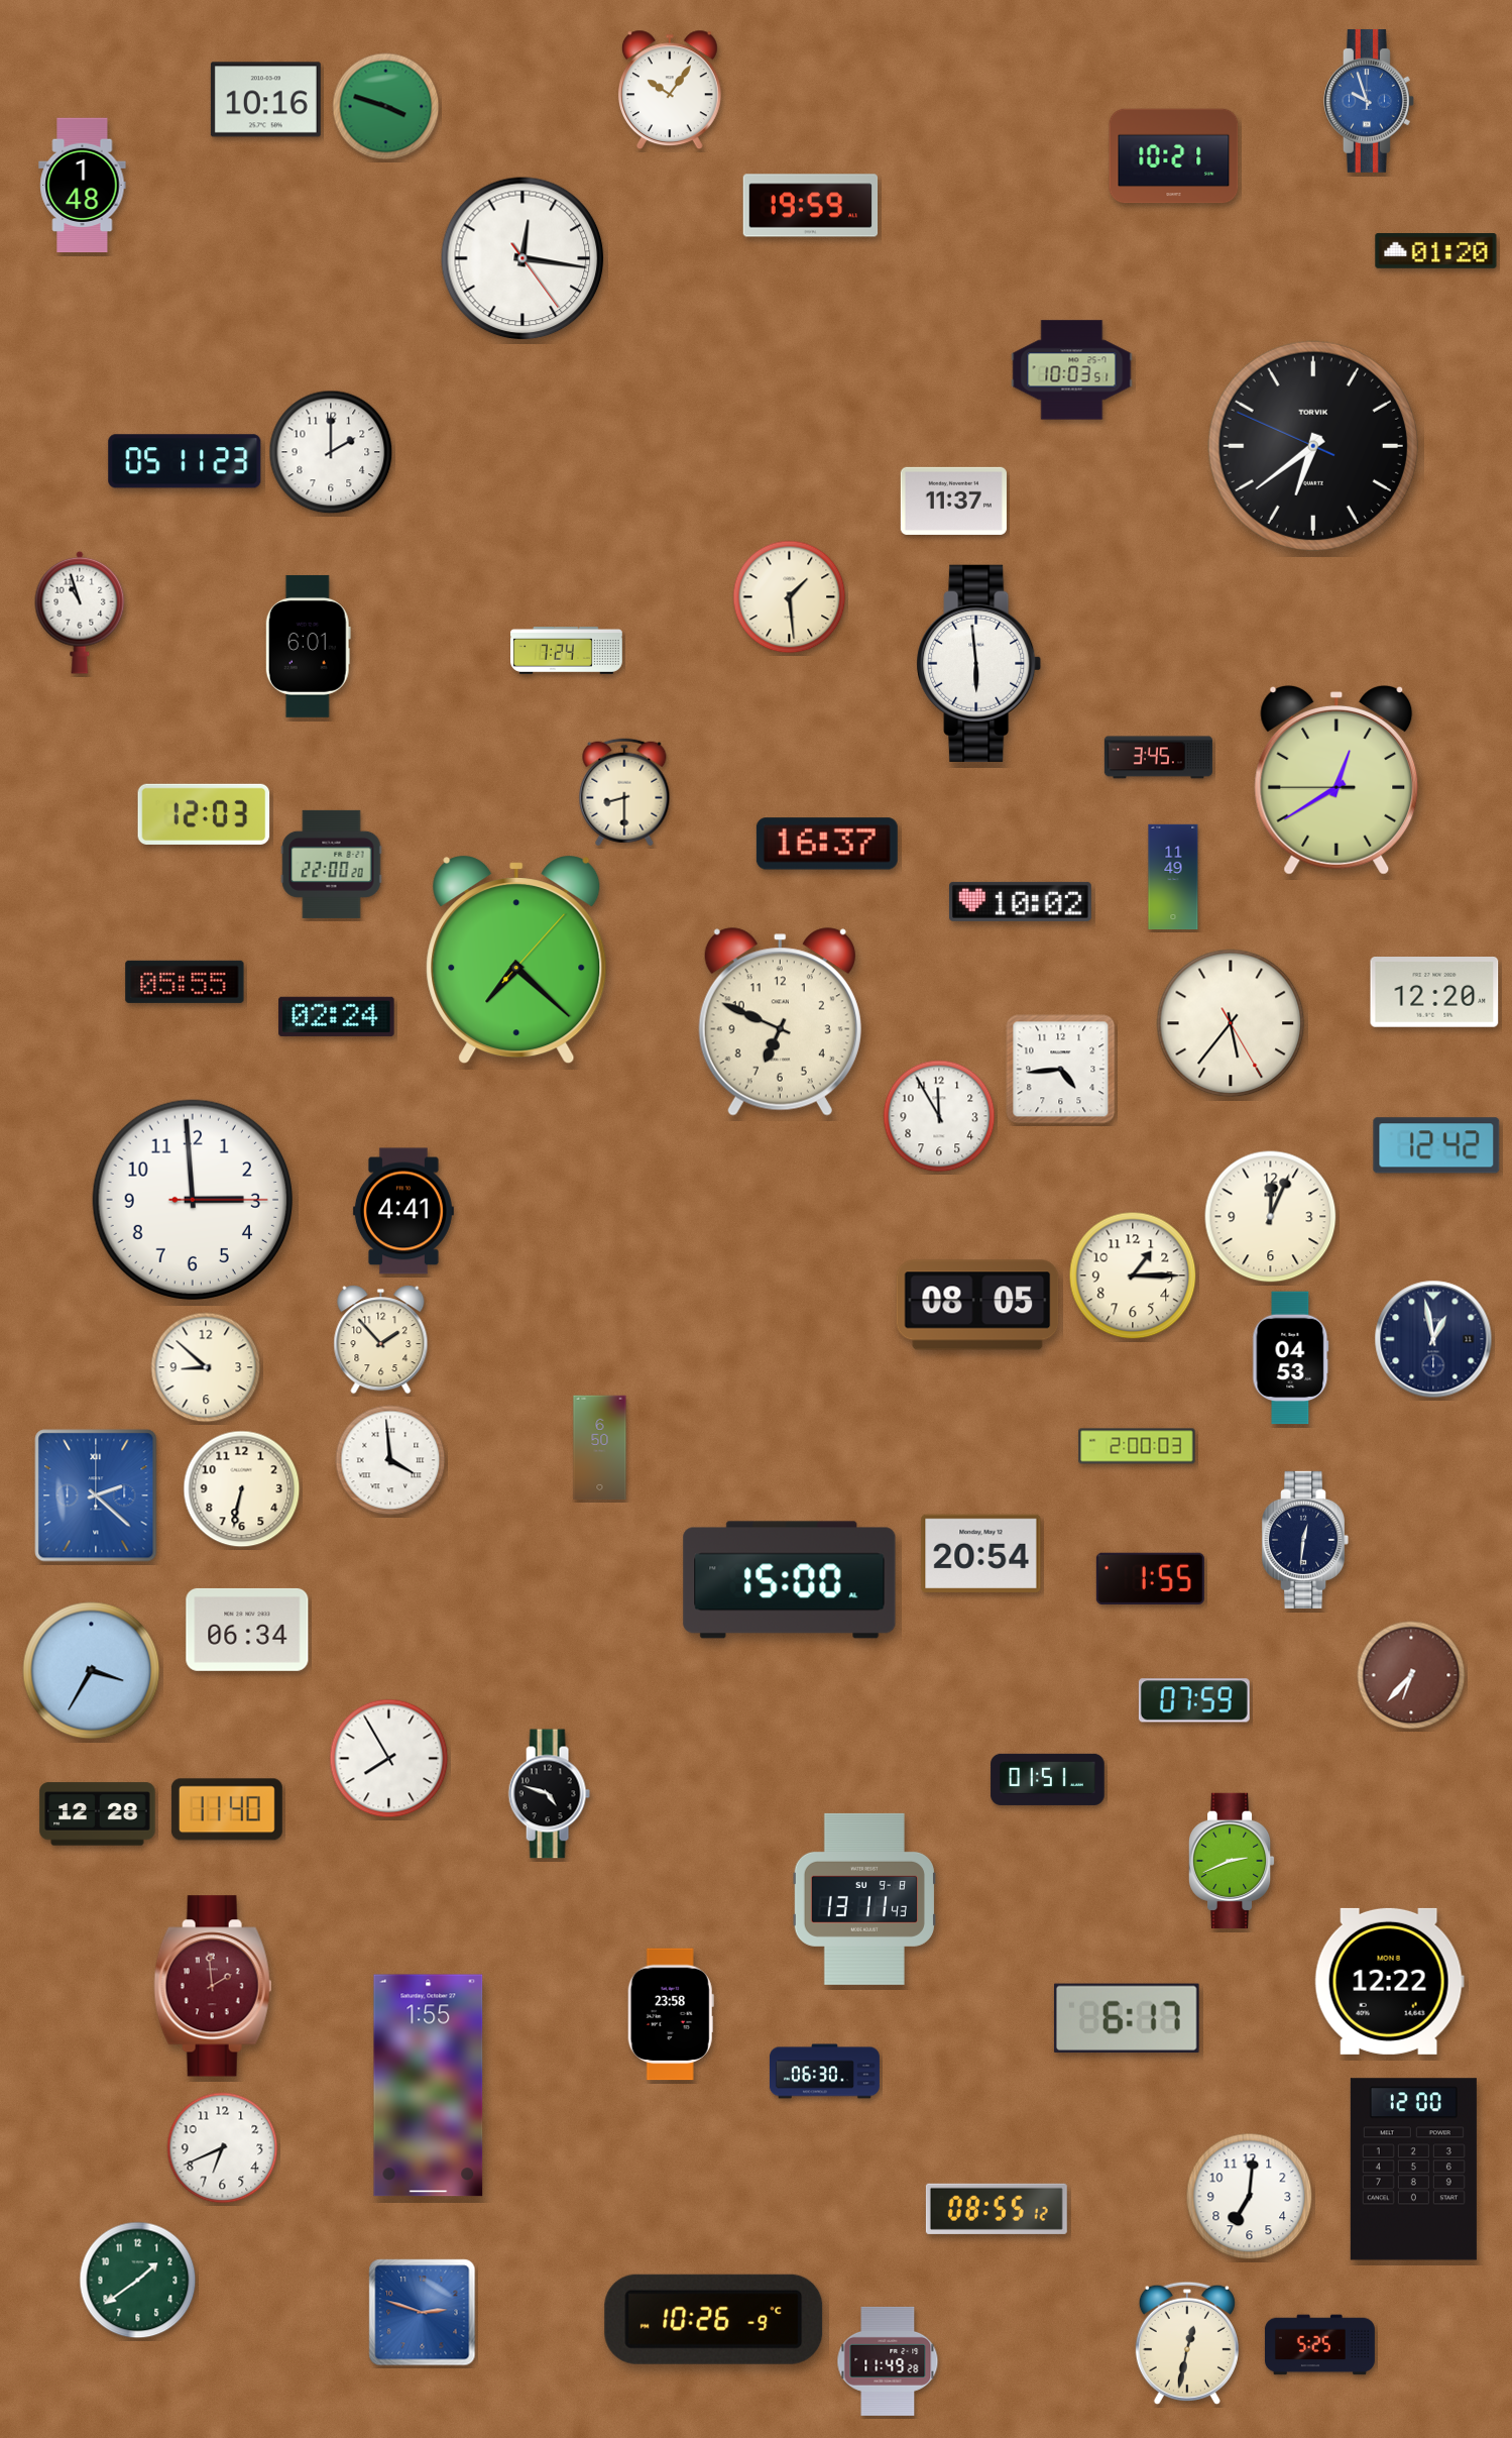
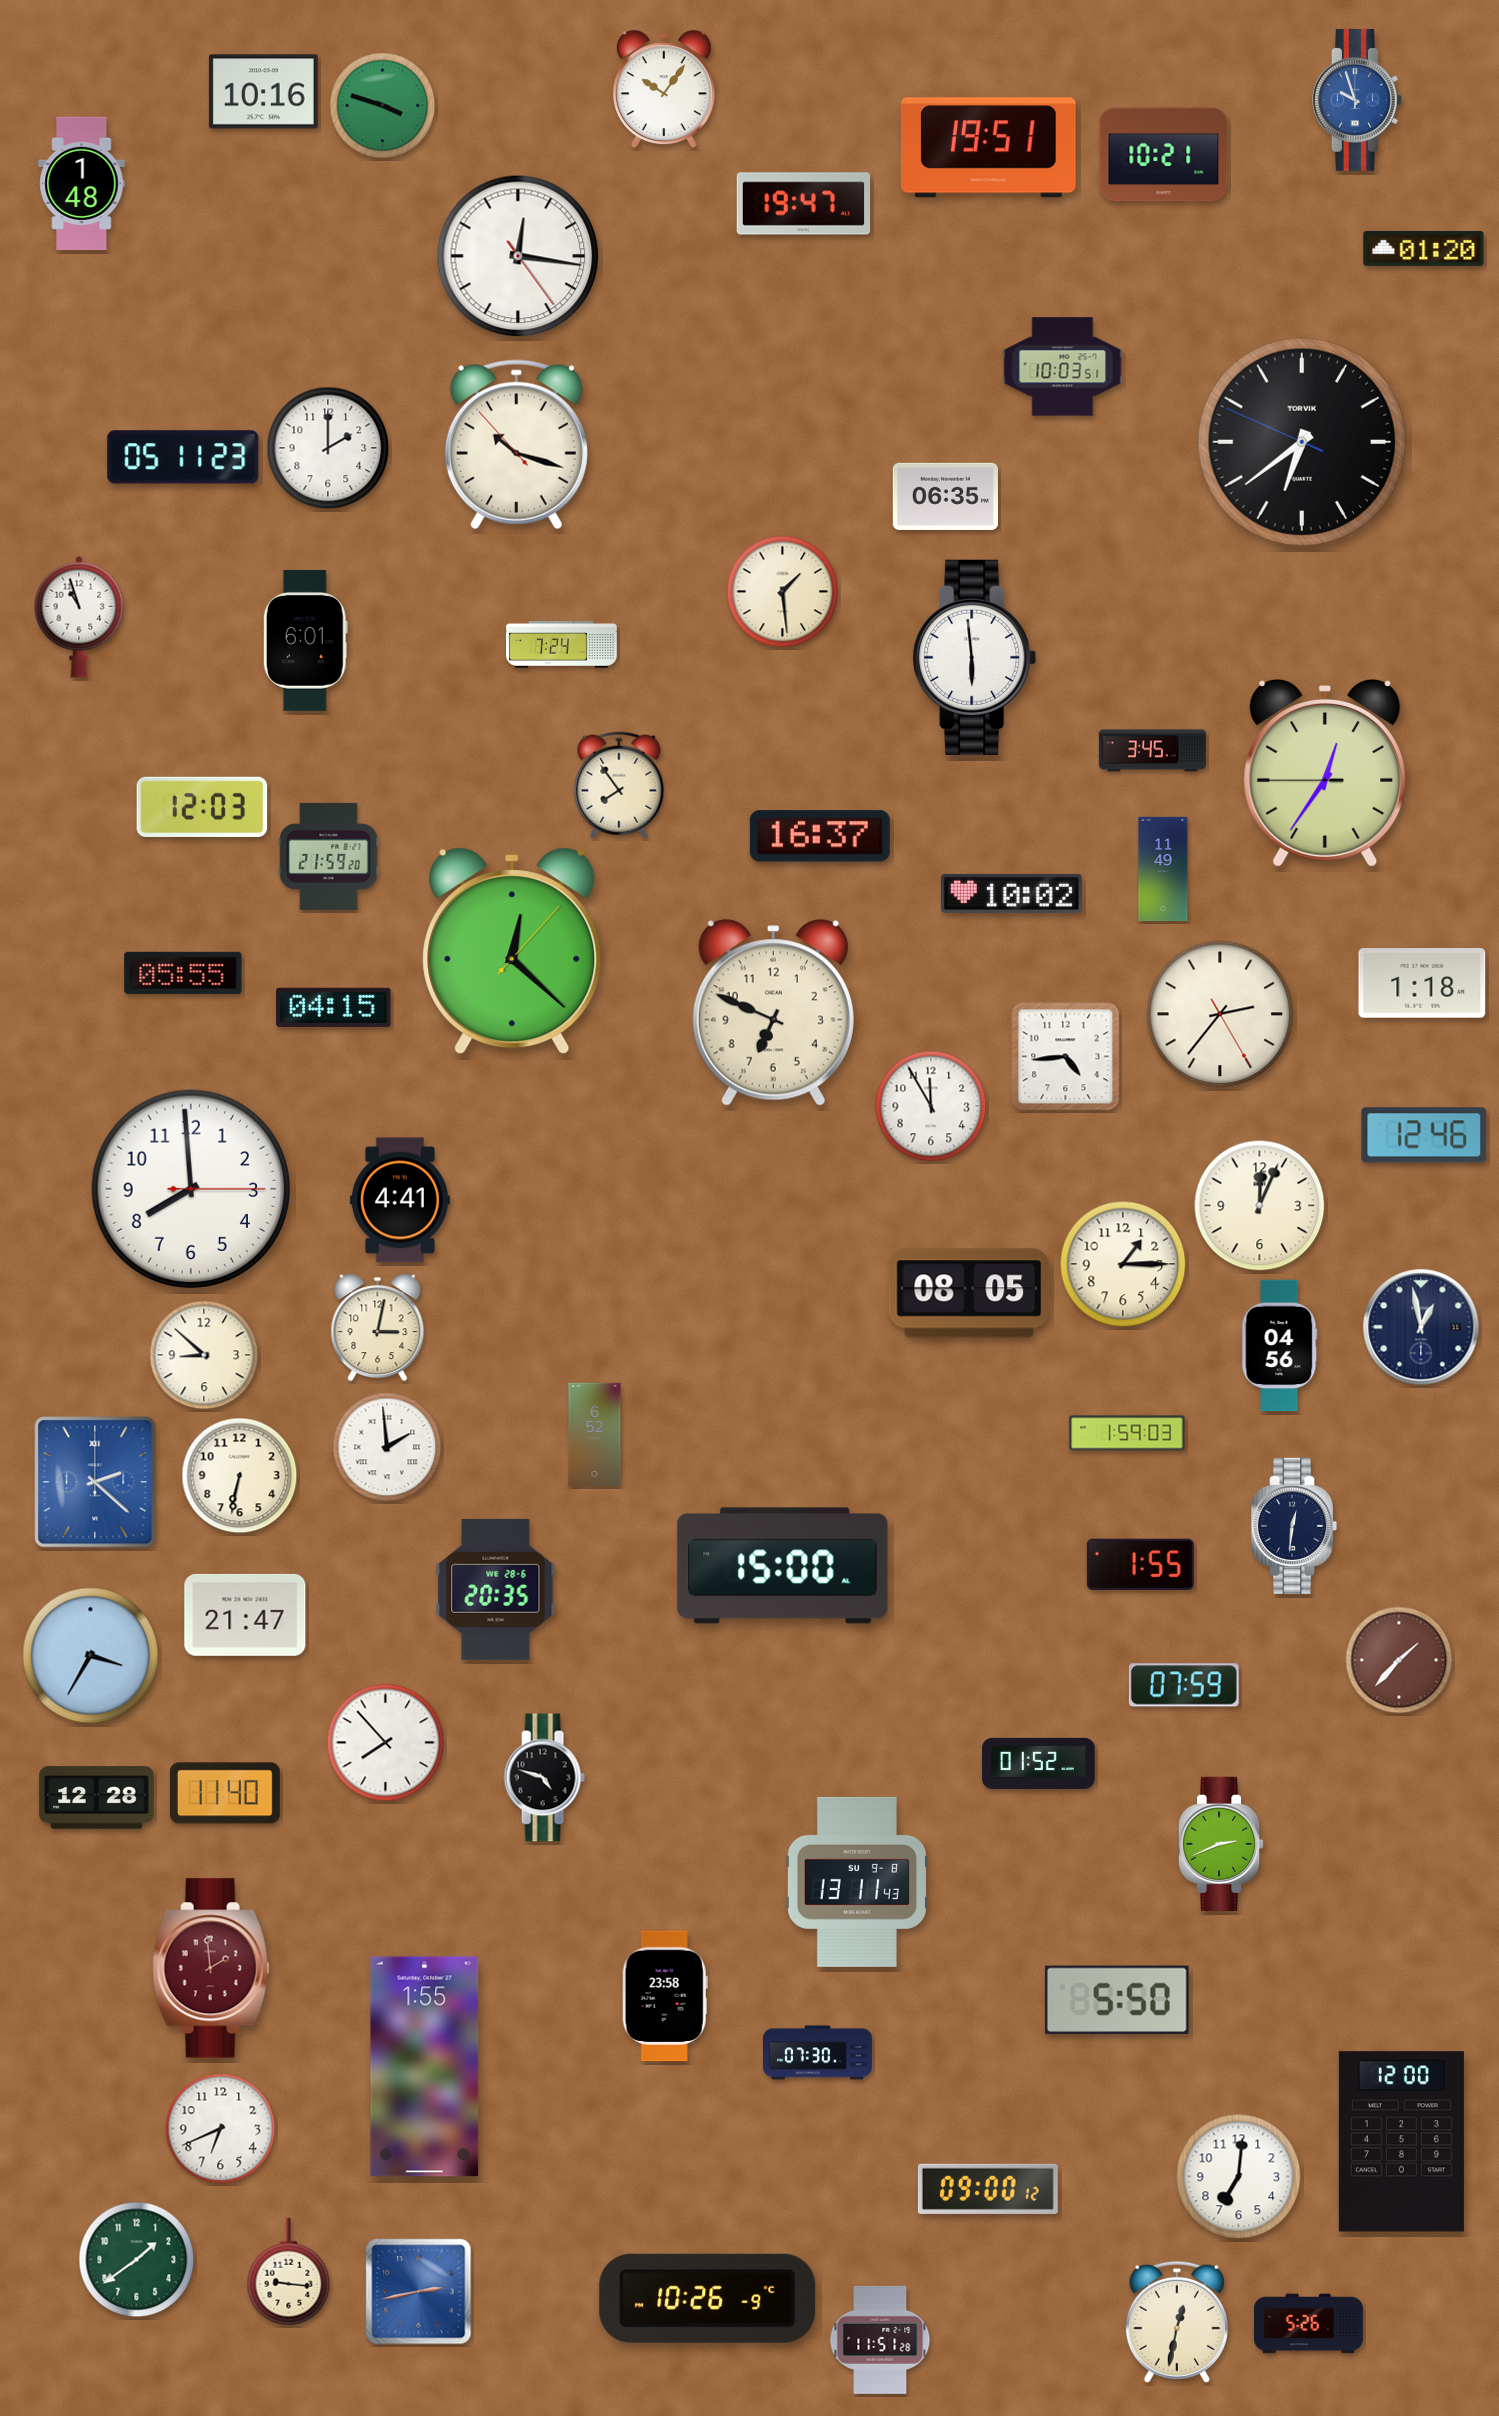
clock at (265, 100) position: (265, 100) -> (263, 92)
clock at (988, 148): none -> 19:51
clock at (811, 206): 19:59 -> 19:47
clock at (516, 445): none -> 10:17
clock at (953, 501): 11:37 -> 06:35
clock at (80, 613) position: (80, 613) -> (79, 617)
clock at (979, 663) position: (979, 663) -> (975, 657)
clock at (1158, 758) position: (1158, 758) -> (1152, 751)
clock at (1336, 781): 12:39 -> 12:35
clock at (624, 792): 8:30 -> 7:54
clock at (332, 864): 22:00 -> 21:59
clock at (516, 961): 7:22 -> 12:22
clock at (1434, 993): 12:20 -> 1:18
clock at (337, 1016): 02:24 -> 04:15
clock at (1231, 1023): 5:36 -> 2:36
clock at (1061, 1070) position: (1061, 1070) -> (1066, 1057)
clock at (1436, 1145): 12:42 -> 12:46
clock at (193, 1200): 2:59 -> 7:59
clock at (381, 1340): 1:53 -> 3:02
clock at (1291, 1358): 04:53 -> 04:56
clock at (1137, 1446): 2:00 -> 1:59
clock at (600, 1448): 6:50 -> 6:52
clock at (390, 1460): 3:59 -> 1:59
clock at (981, 1553): 20:54 -> none
clock at (496, 1589): none -> 20:35
clock at (247, 1630): 06:34 -> 21:47
clock at (1411, 1675): 6:37 -> 1:37
clock at (389, 1759): 7:55 -> 7:53
clock at (1048, 1779): 01:51 -> 01:52
clock at (1389, 1981): 12:22 -> none
clock at (1127, 2017): 6:17 -> 5:50
clock at (824, 2072): 06:30 -> 07:30
clock at (1413, 2170) position: (1413, 2170) -> (1401, 2142)
clock at (997, 2209): 08:55 -> 09:00
clock at (289, 2272): none -> 9:16
clock at (423, 2313): 2:48 -> 2:43
clock at (1319, 2345): 5:25 -> 5:26
clock at (888, 2361): 11:49 -> 11:51
